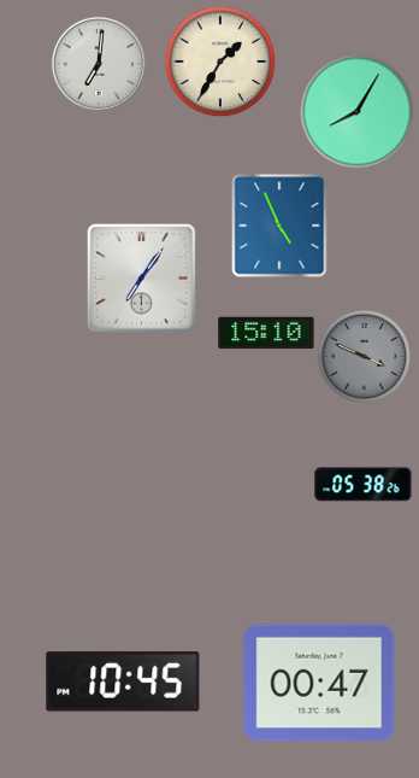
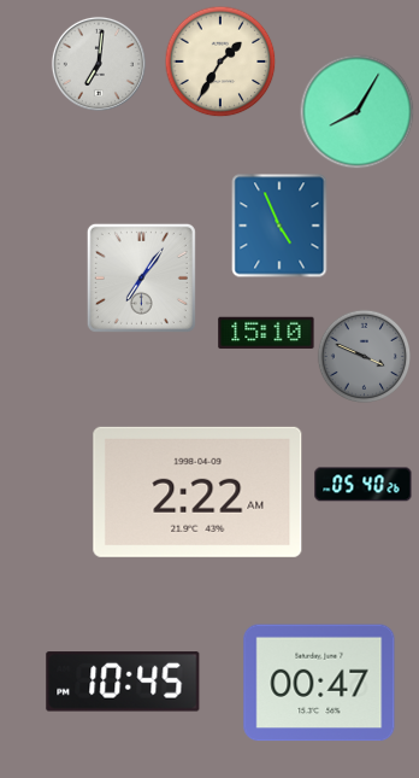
clock at (364, 485): 05:38 -> 05:40
clock at (197, 492): none -> 2:22
